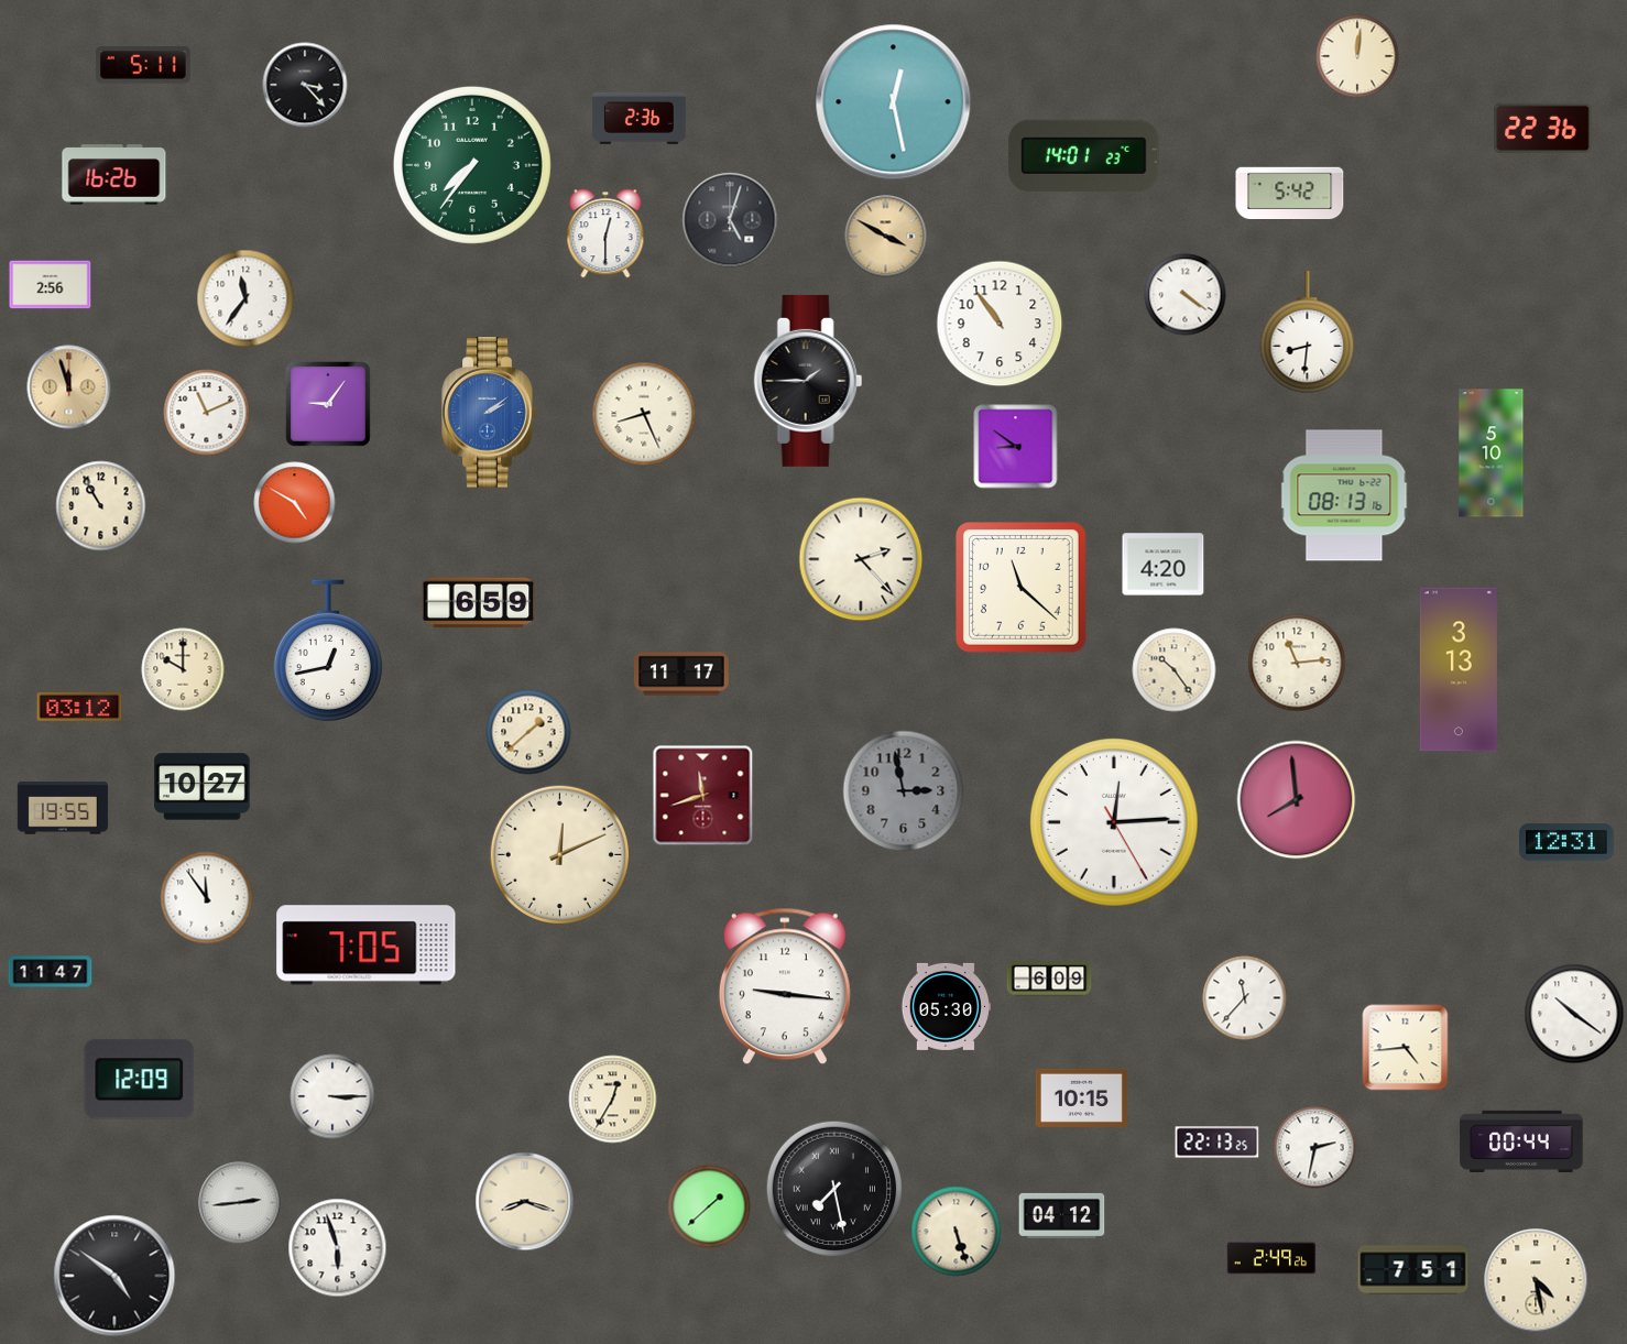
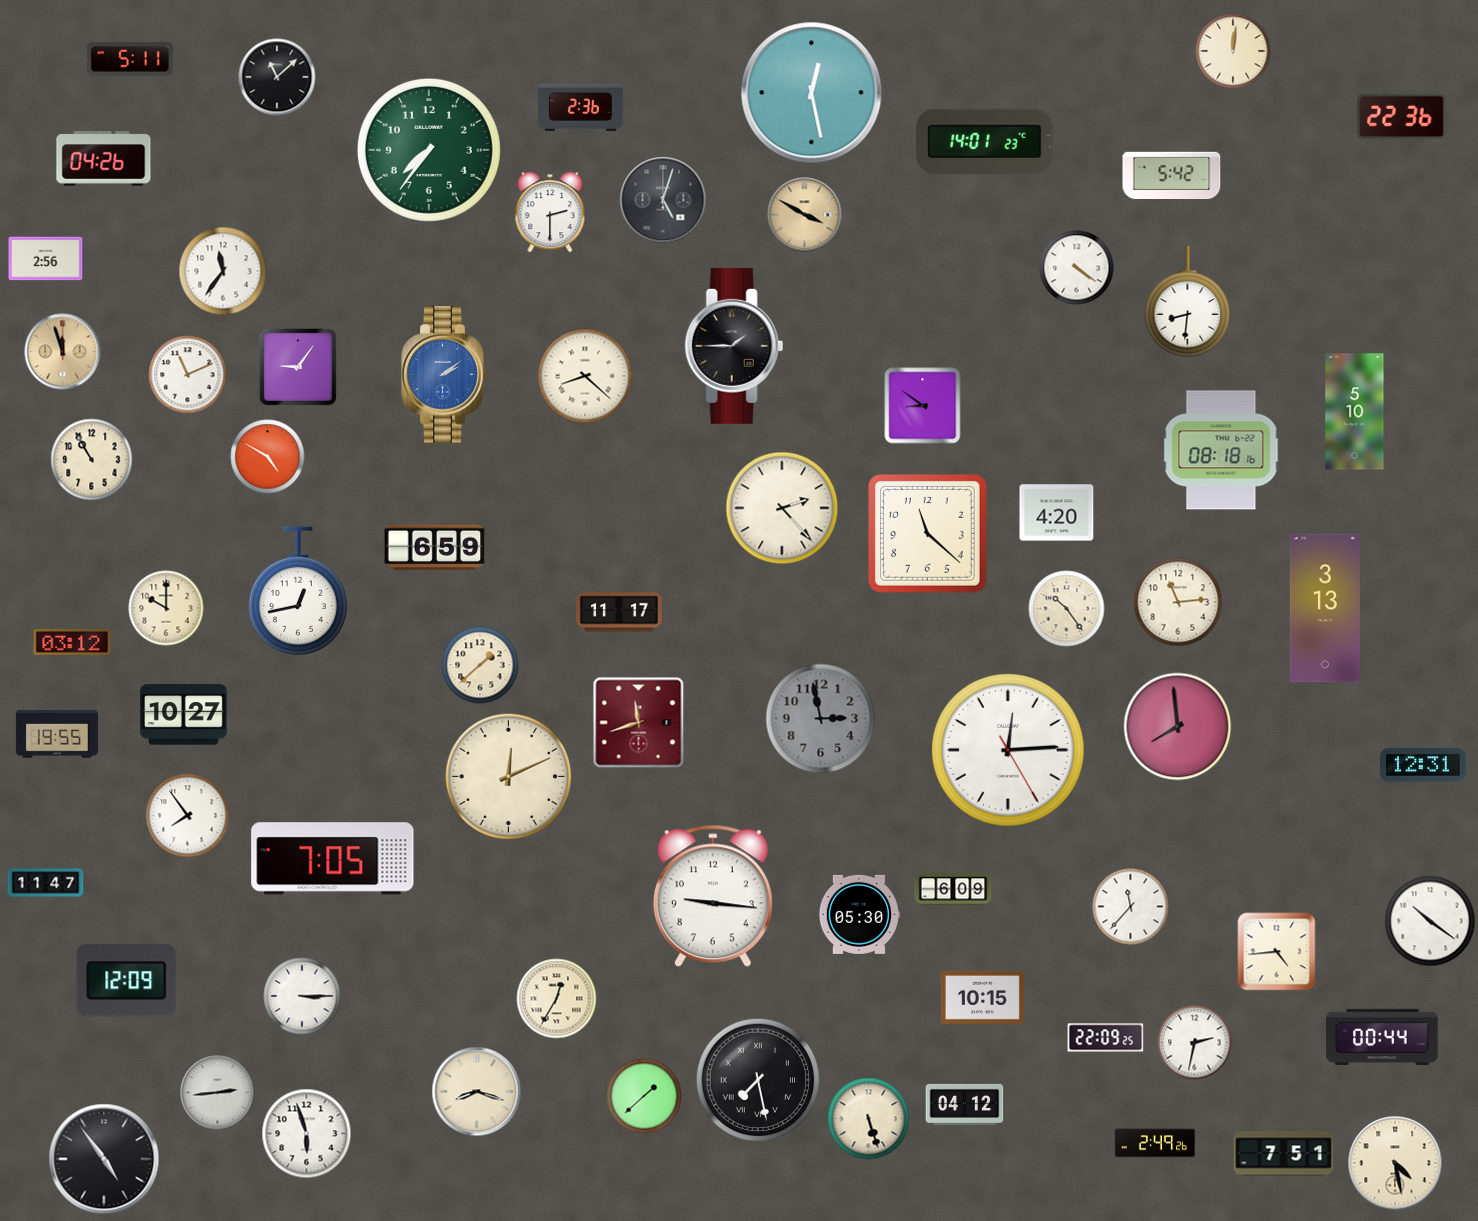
clock at (305, 85): 3:23 -> 11:08
clock at (114, 175): 16:26 -> 04:26
clock at (605, 233): 12:30 -> 2:30
clock at (1000, 324): 10:54 -> none
clock at (644, 414): 8:26 -> 8:22
clock at (1344, 495): 08:13 -> 08:18
clock at (1115, 823) position: (1115, 823) -> (1009, 751)
clock at (207, 898): 11:54 -> 7:54
clock at (1217, 1143): 22:13 -> 22:09
clock at (114, 1276): 4:51 -> 4:54
